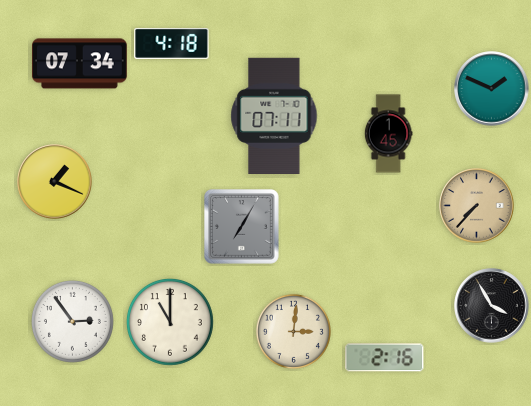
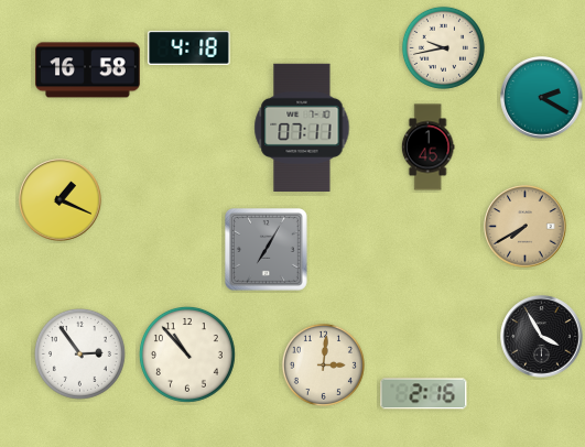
clock at (443, 47): none -> 9:43
clock at (80, 64): 07:34 -> 16:58
clock at (492, 89): 1:49 -> 2:20
clock at (477, 206): 7:37 -> 7:40
clock at (170, 322): 11:00 -> 10:53
